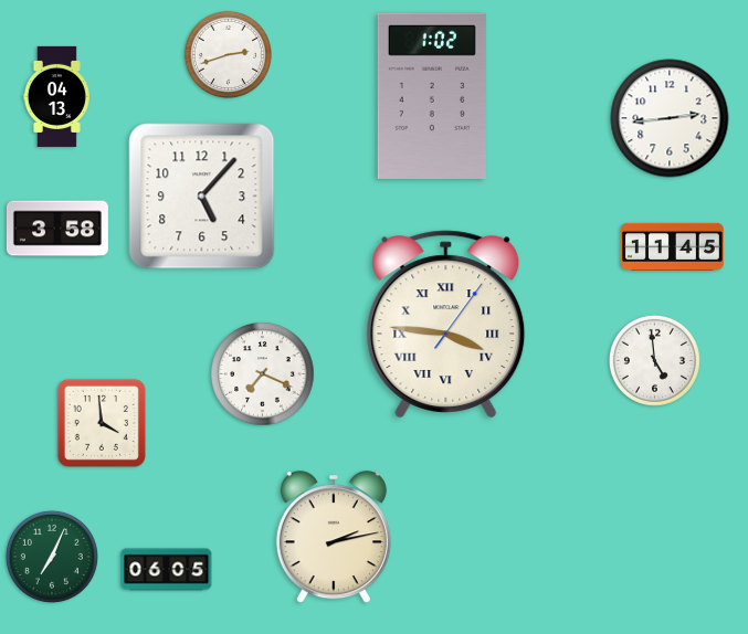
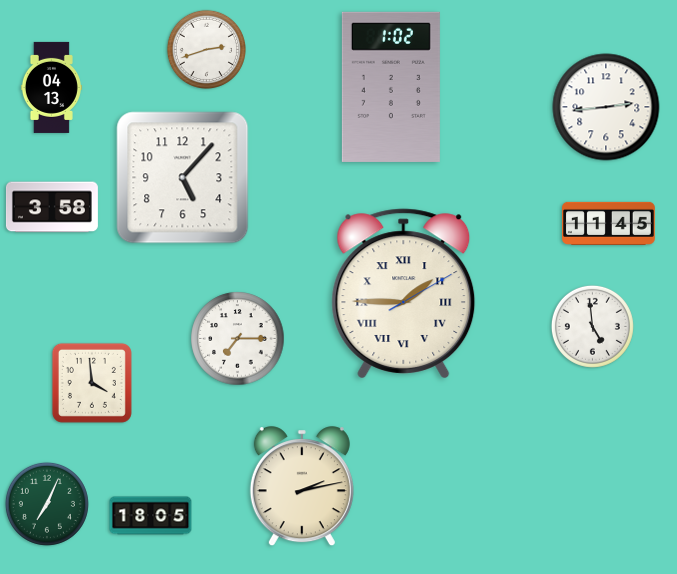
clock at (446, 325): 3:46 -> 1:45
clock at (263, 374): 7:19 -> 7:15
clock at (167, 570): 06:05 -> 18:05
